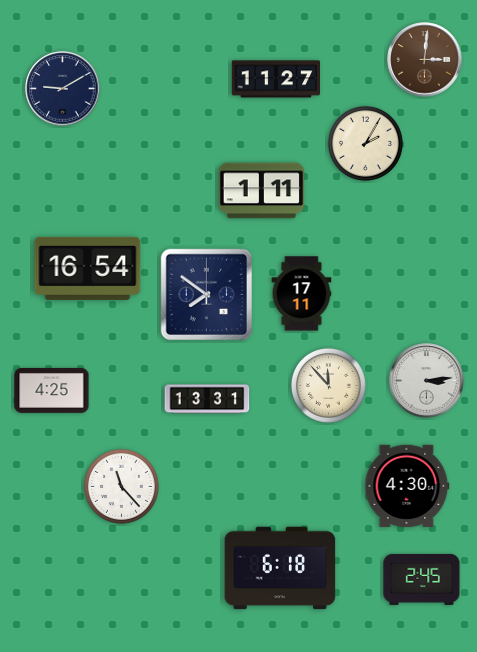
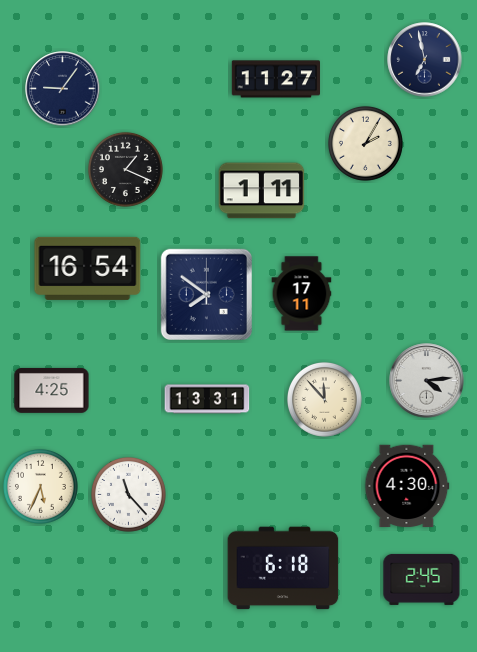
clock at (425, 60): 3:01 -> 6:58
clock at (425, 60) dial: brown -> navy
clock at (63, 89): 9:10 -> 9:06
clock at (125, 169): none -> 1:19
clock at (427, 381): 3:14 -> 4:14
clock at (328, 385) position: (328, 385) -> (324, 399)
clock at (40, 486): none -> 5:34
clock at (121, 486) position: (121, 486) -> (128, 494)
clock at (280, 568) position: (280, 568) -> (283, 568)
